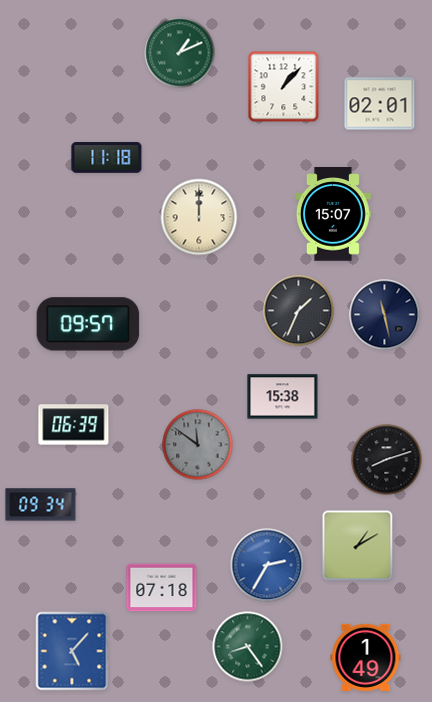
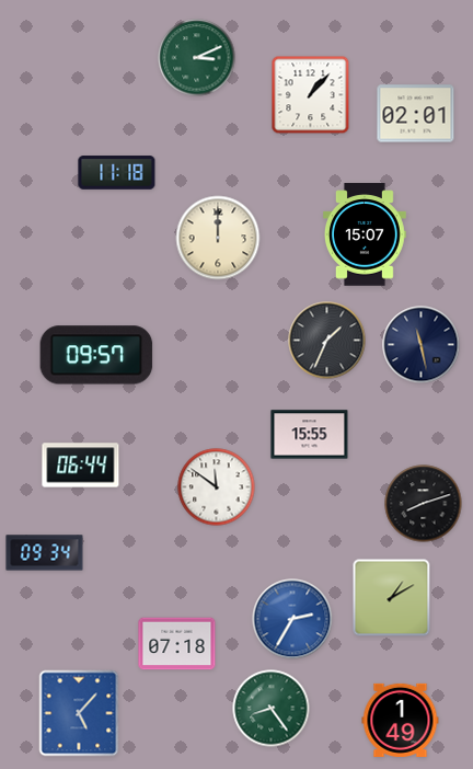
clock at (180, 53): 1:11 -> 3:11
clock at (283, 397): 15:38 -> 15:55
clock at (74, 425): 06:39 -> 06:44
clock at (198, 445) dial: grey -> white
